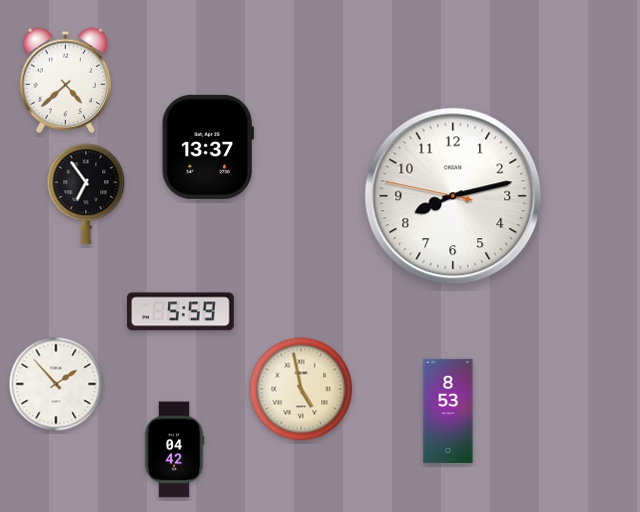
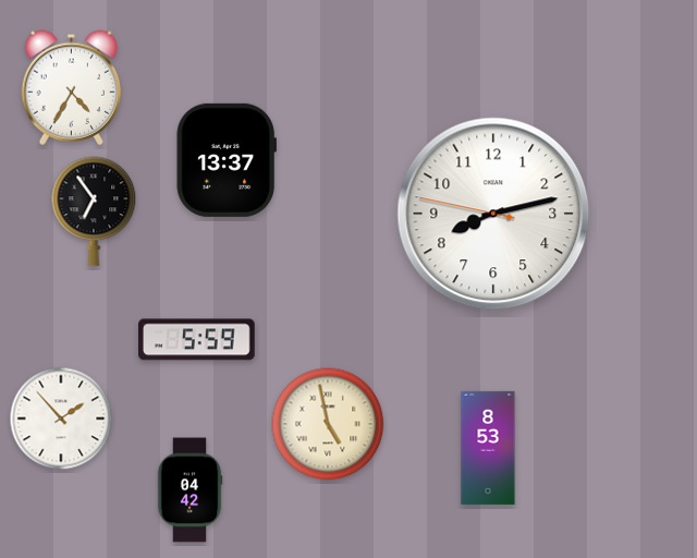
clock at (65, 80): 4:38 -> 4:35
